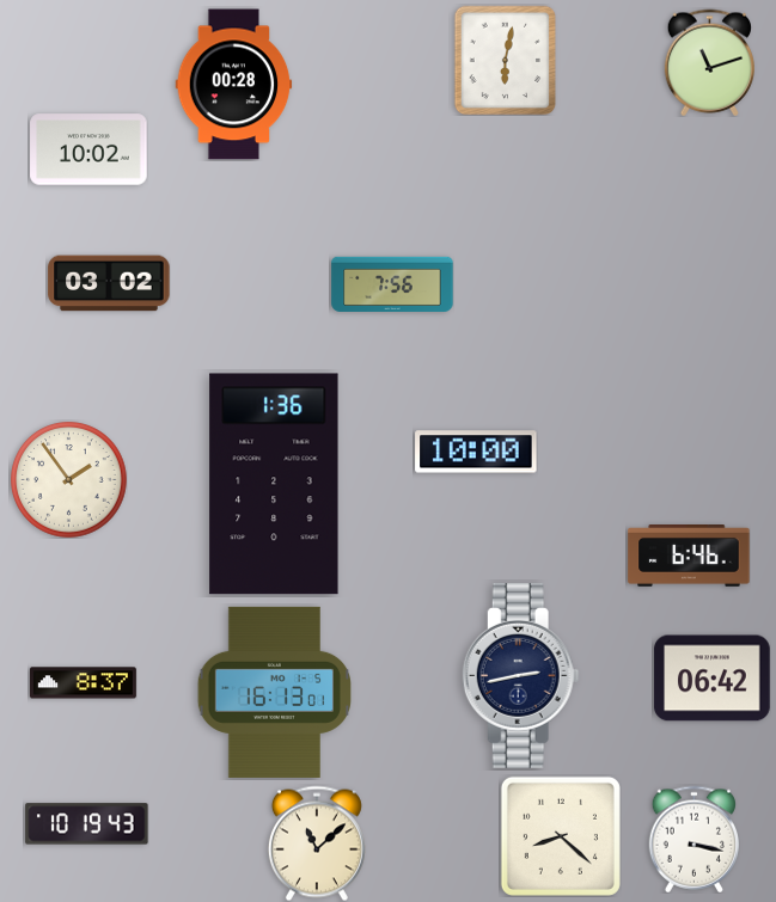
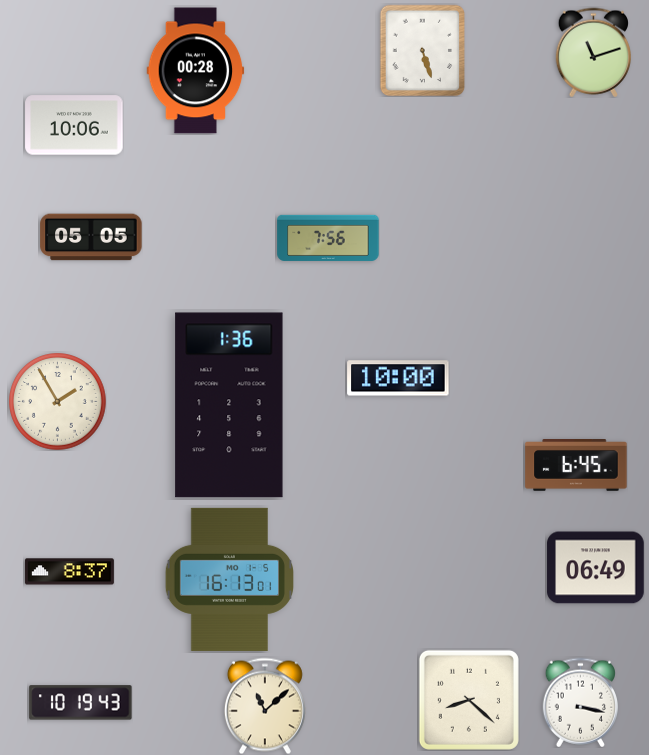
clock at (506, 60): 6:02 -> 5:27
clock at (88, 149): 10:02 -> 10:06
clock at (109, 283): 03:02 -> 05:05
clock at (69, 480): 1:54 -> 1:55
clock at (689, 557): 6:46 -> 6:45
clock at (520, 676): 2:43 -> none
clock at (713, 679): 06:42 -> 06:49
clock at (87, 824) position: (87, 824) -> (81, 703)
